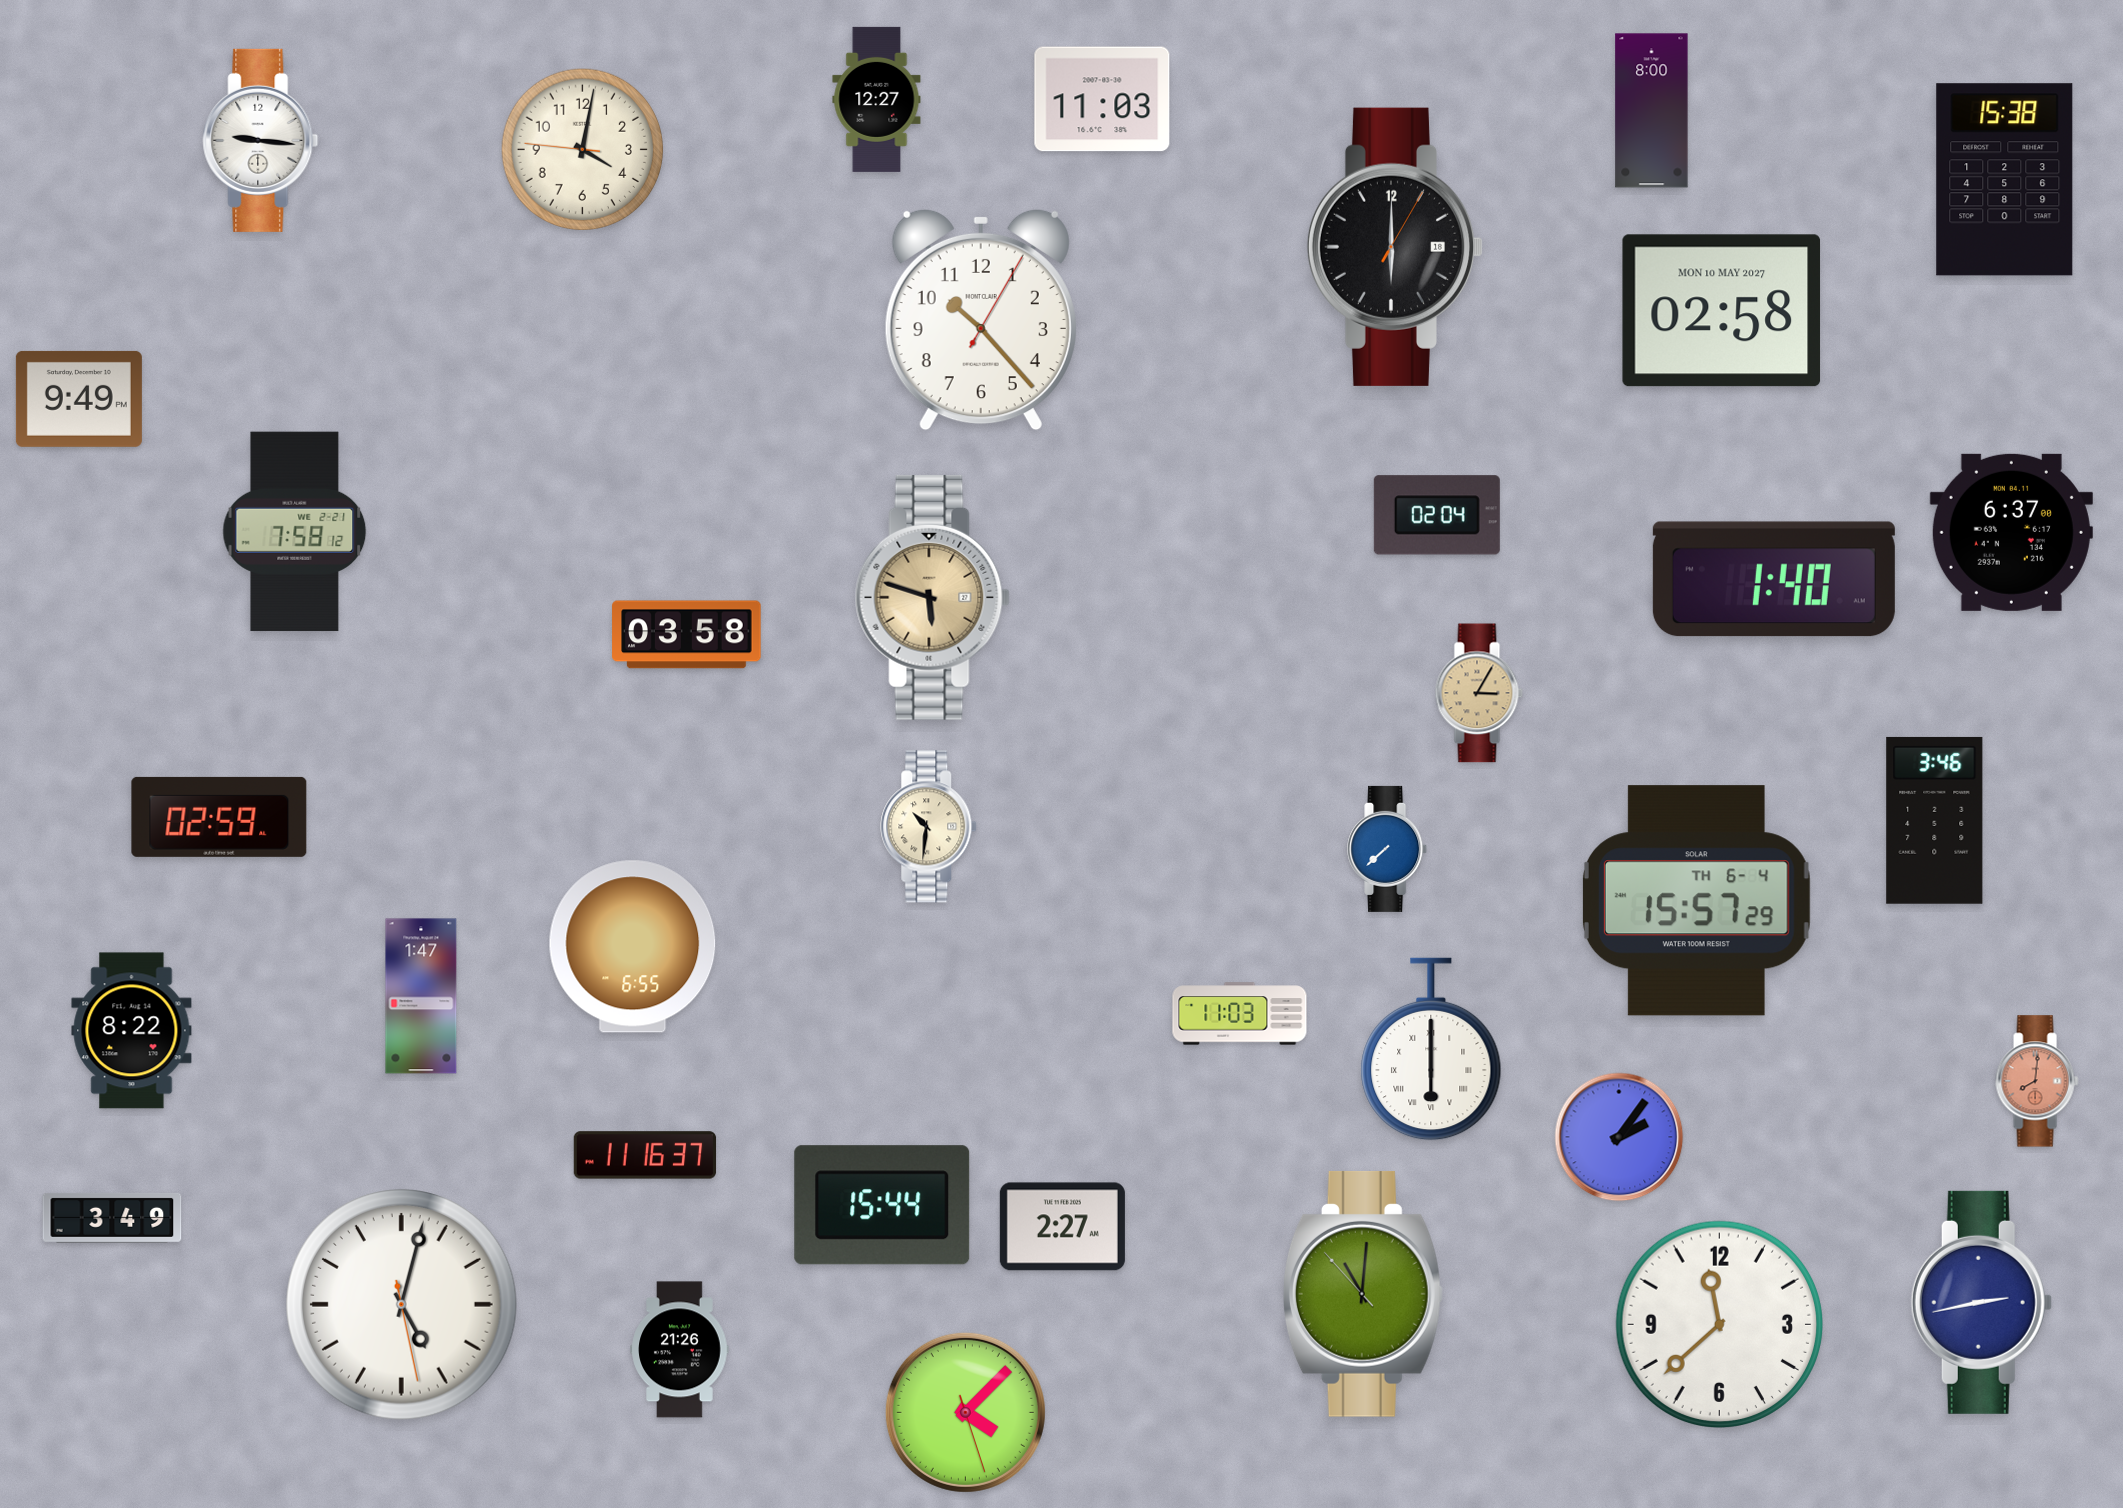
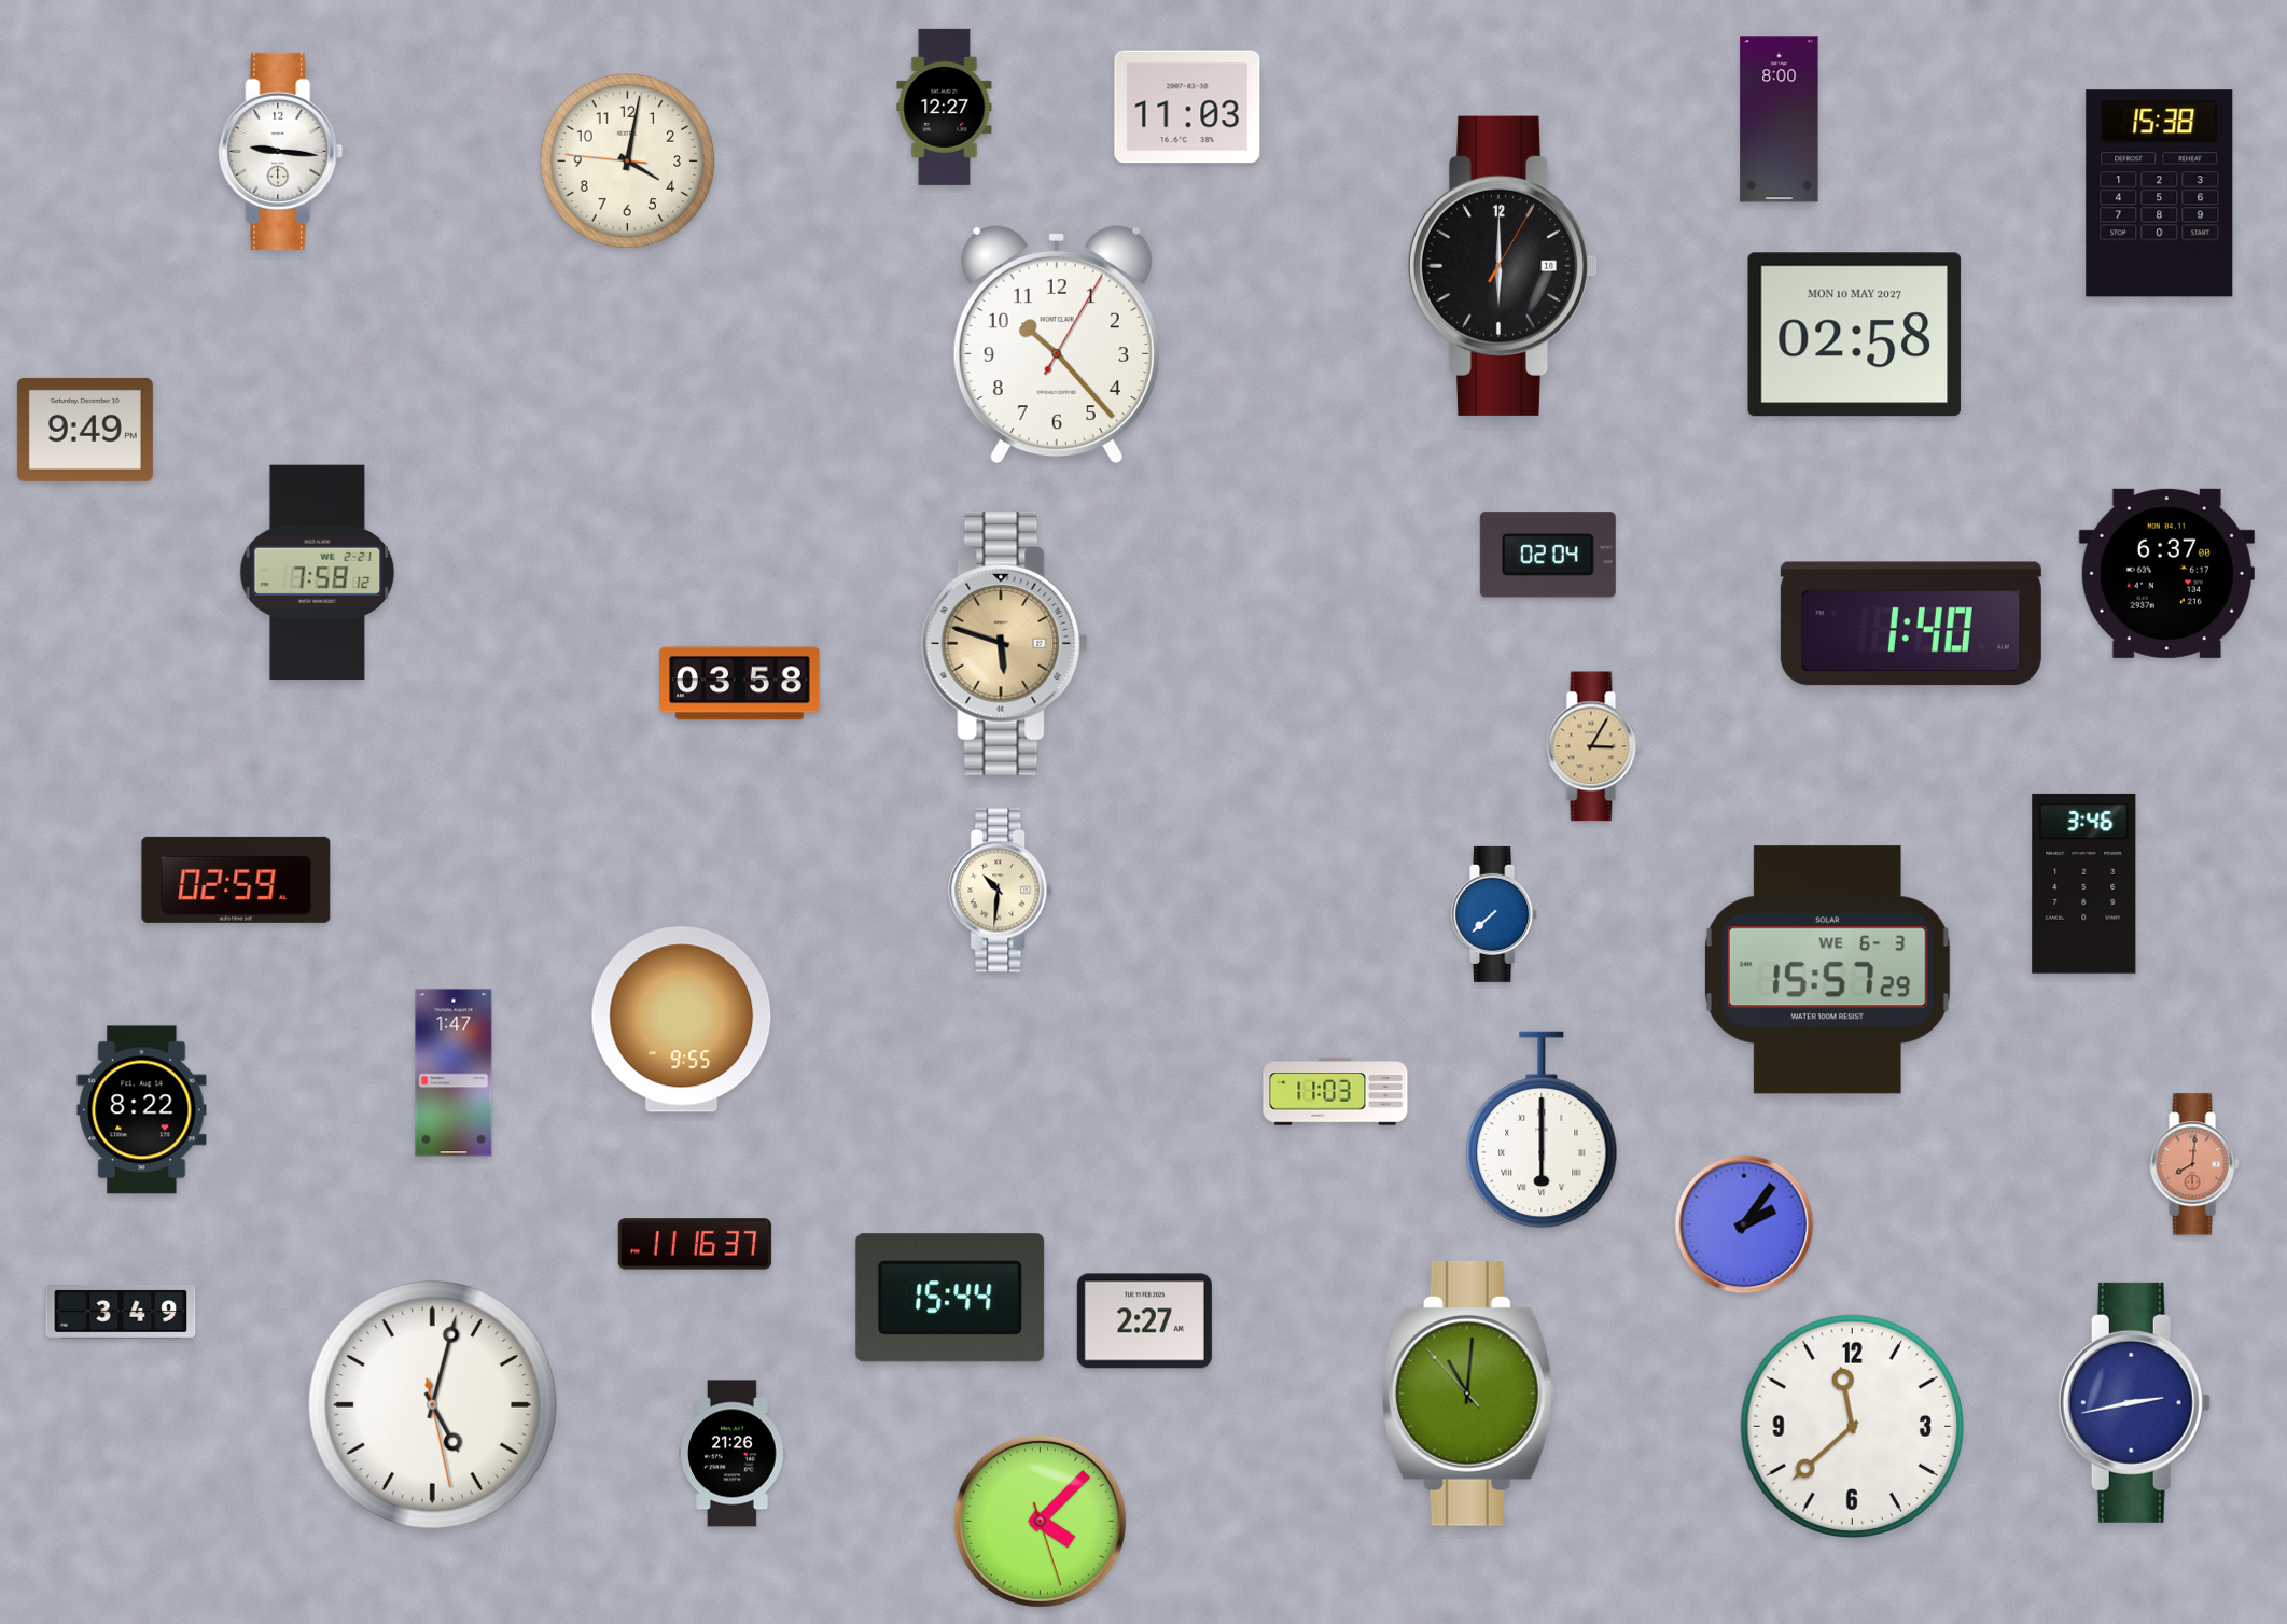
clock at (1696, 901) date: TH 6-4 -> WE 6-3
clock at (633, 947): 6:55 -> 9:55
